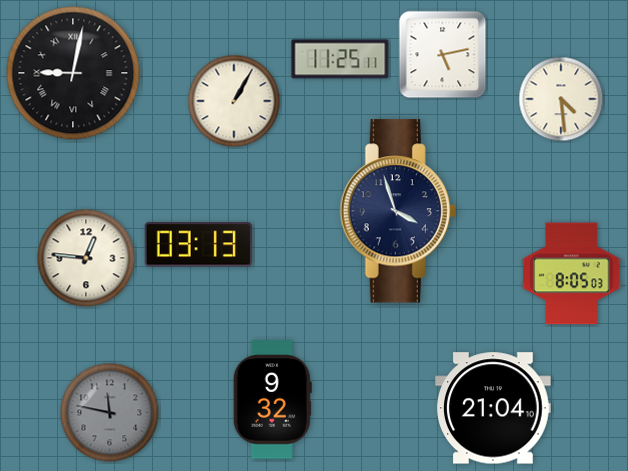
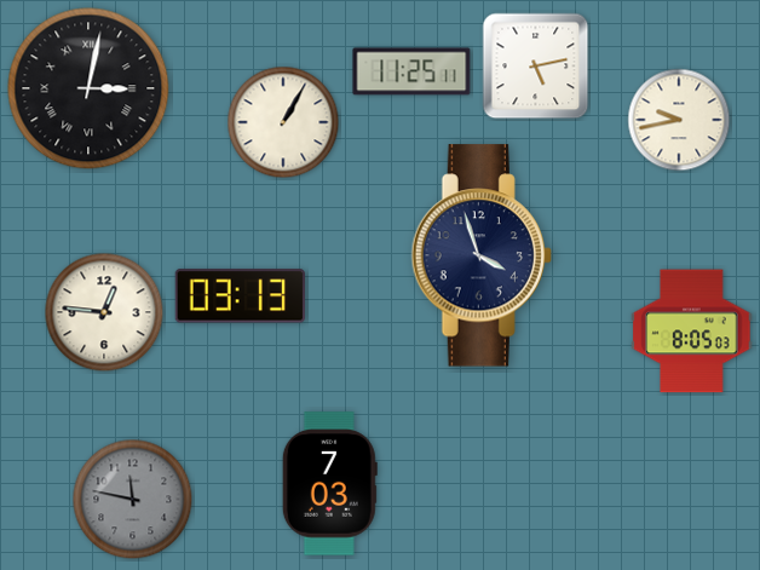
clock at (73, 73): 9:02 -> 3:02
clock at (561, 99): 4:29 -> 9:43
clock at (272, 400): 9:32 -> 7:03
clock at (493, 408): 21:04 -> none
